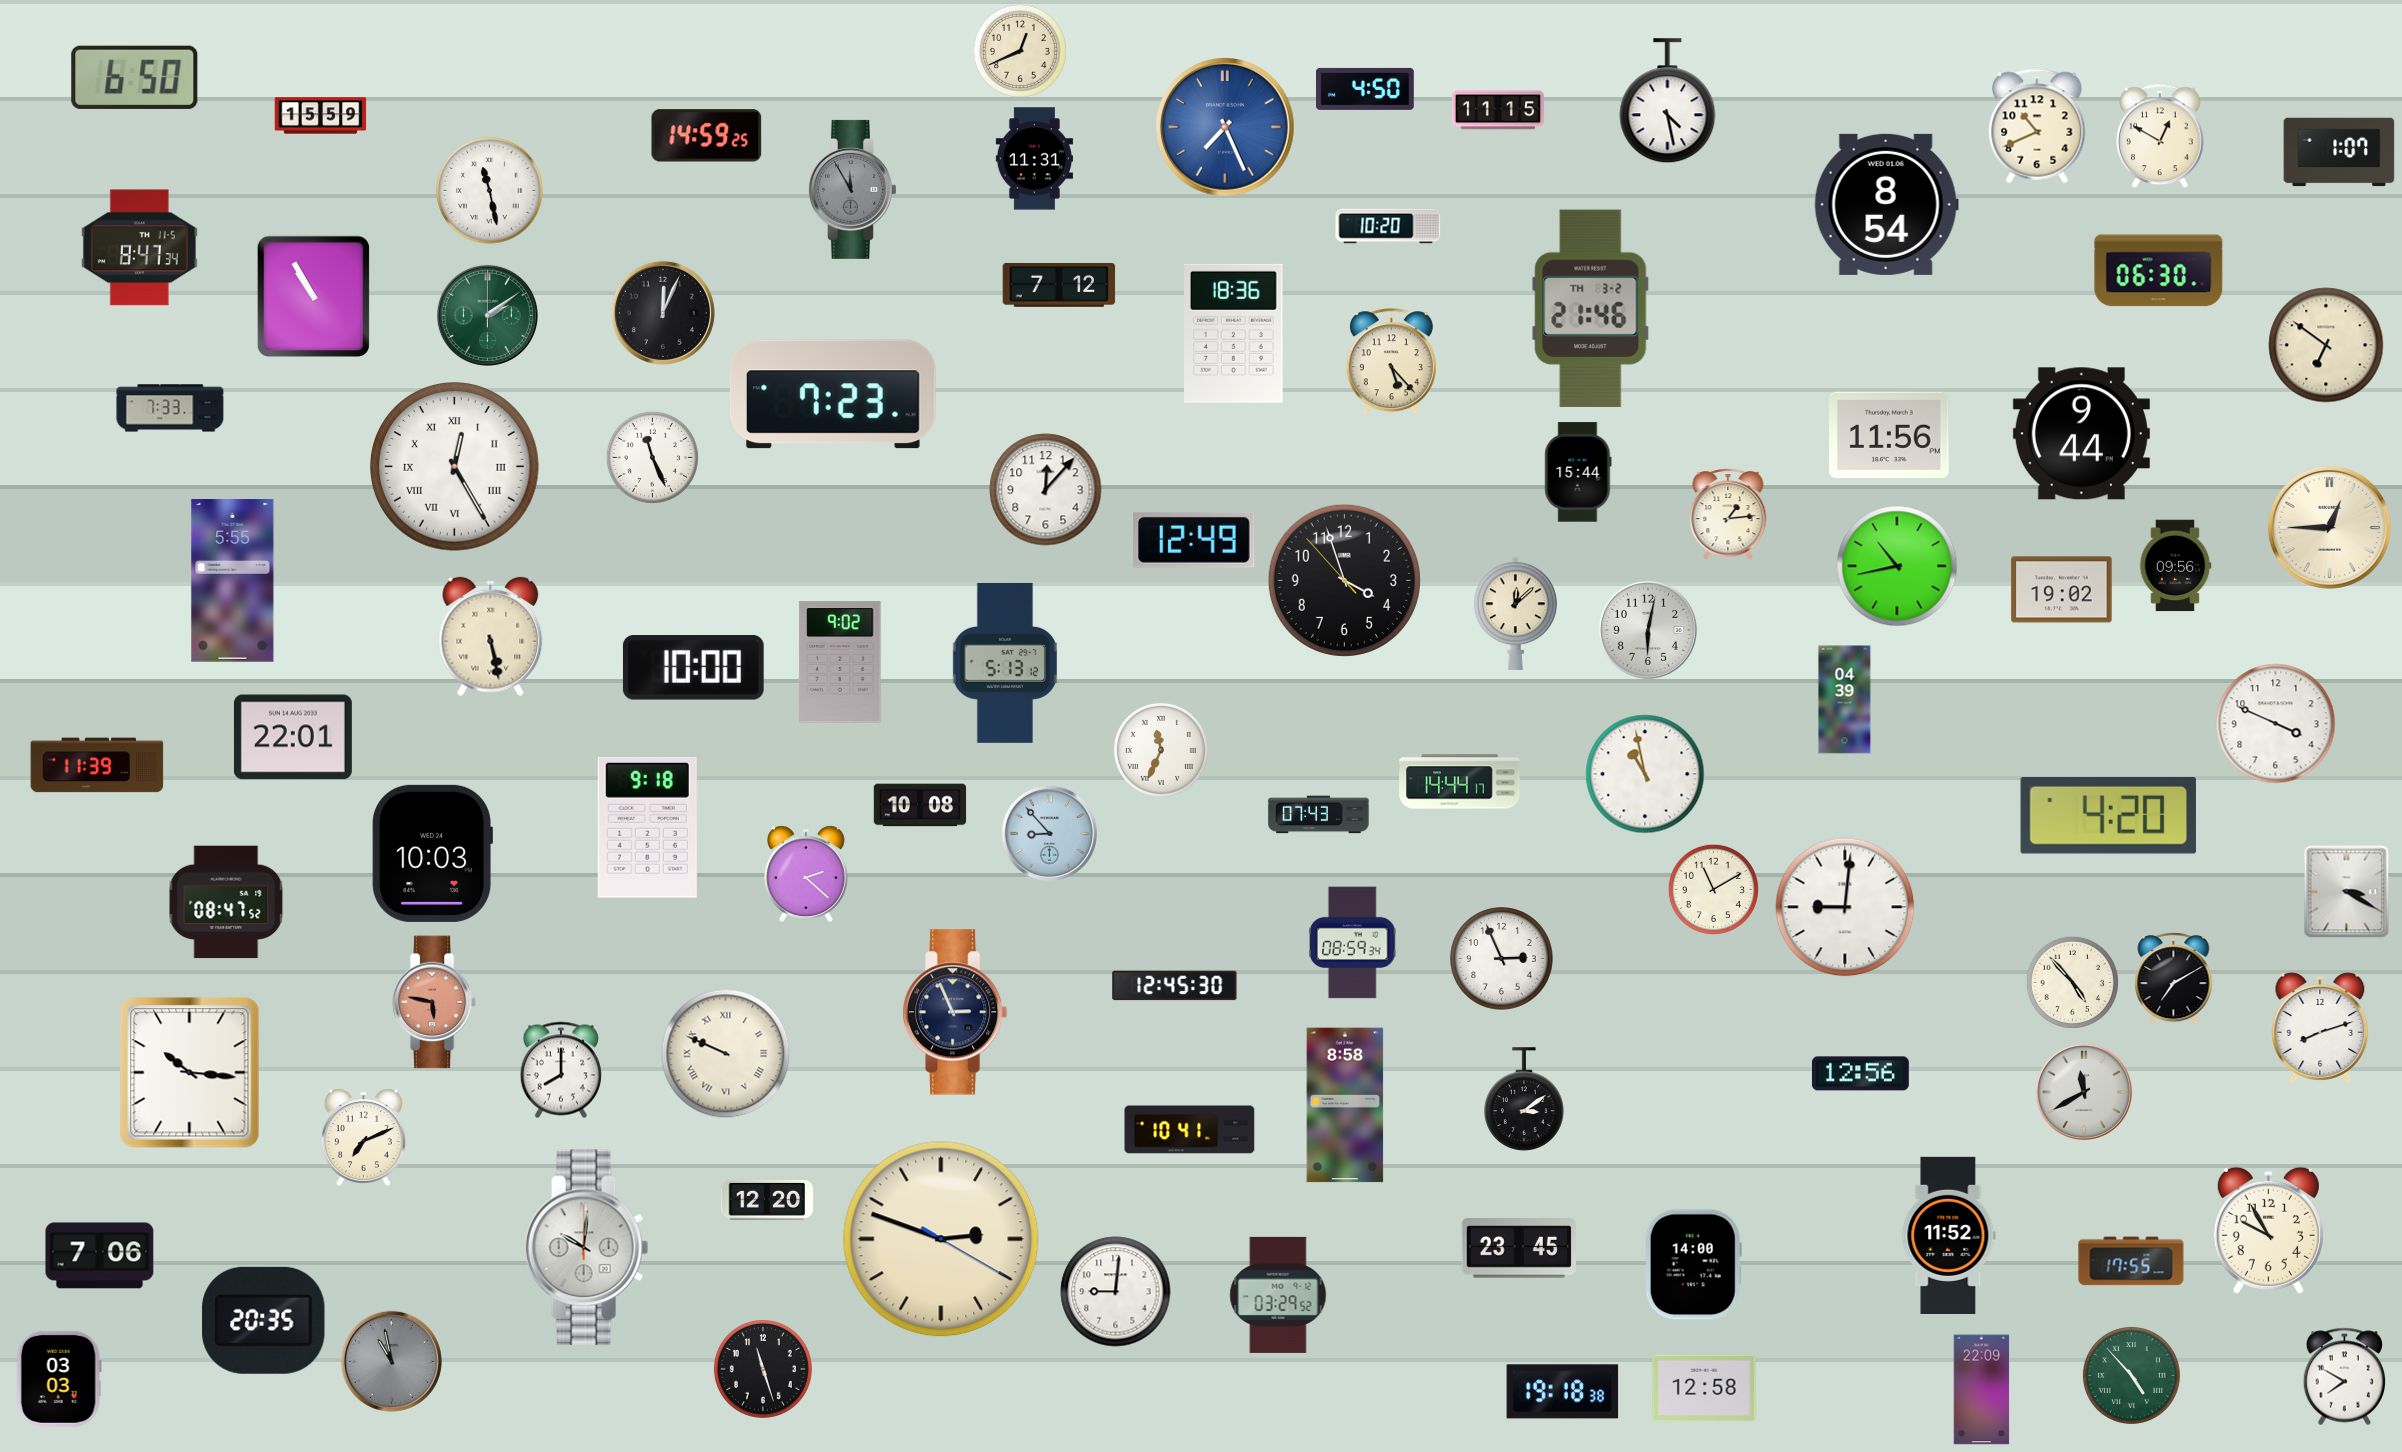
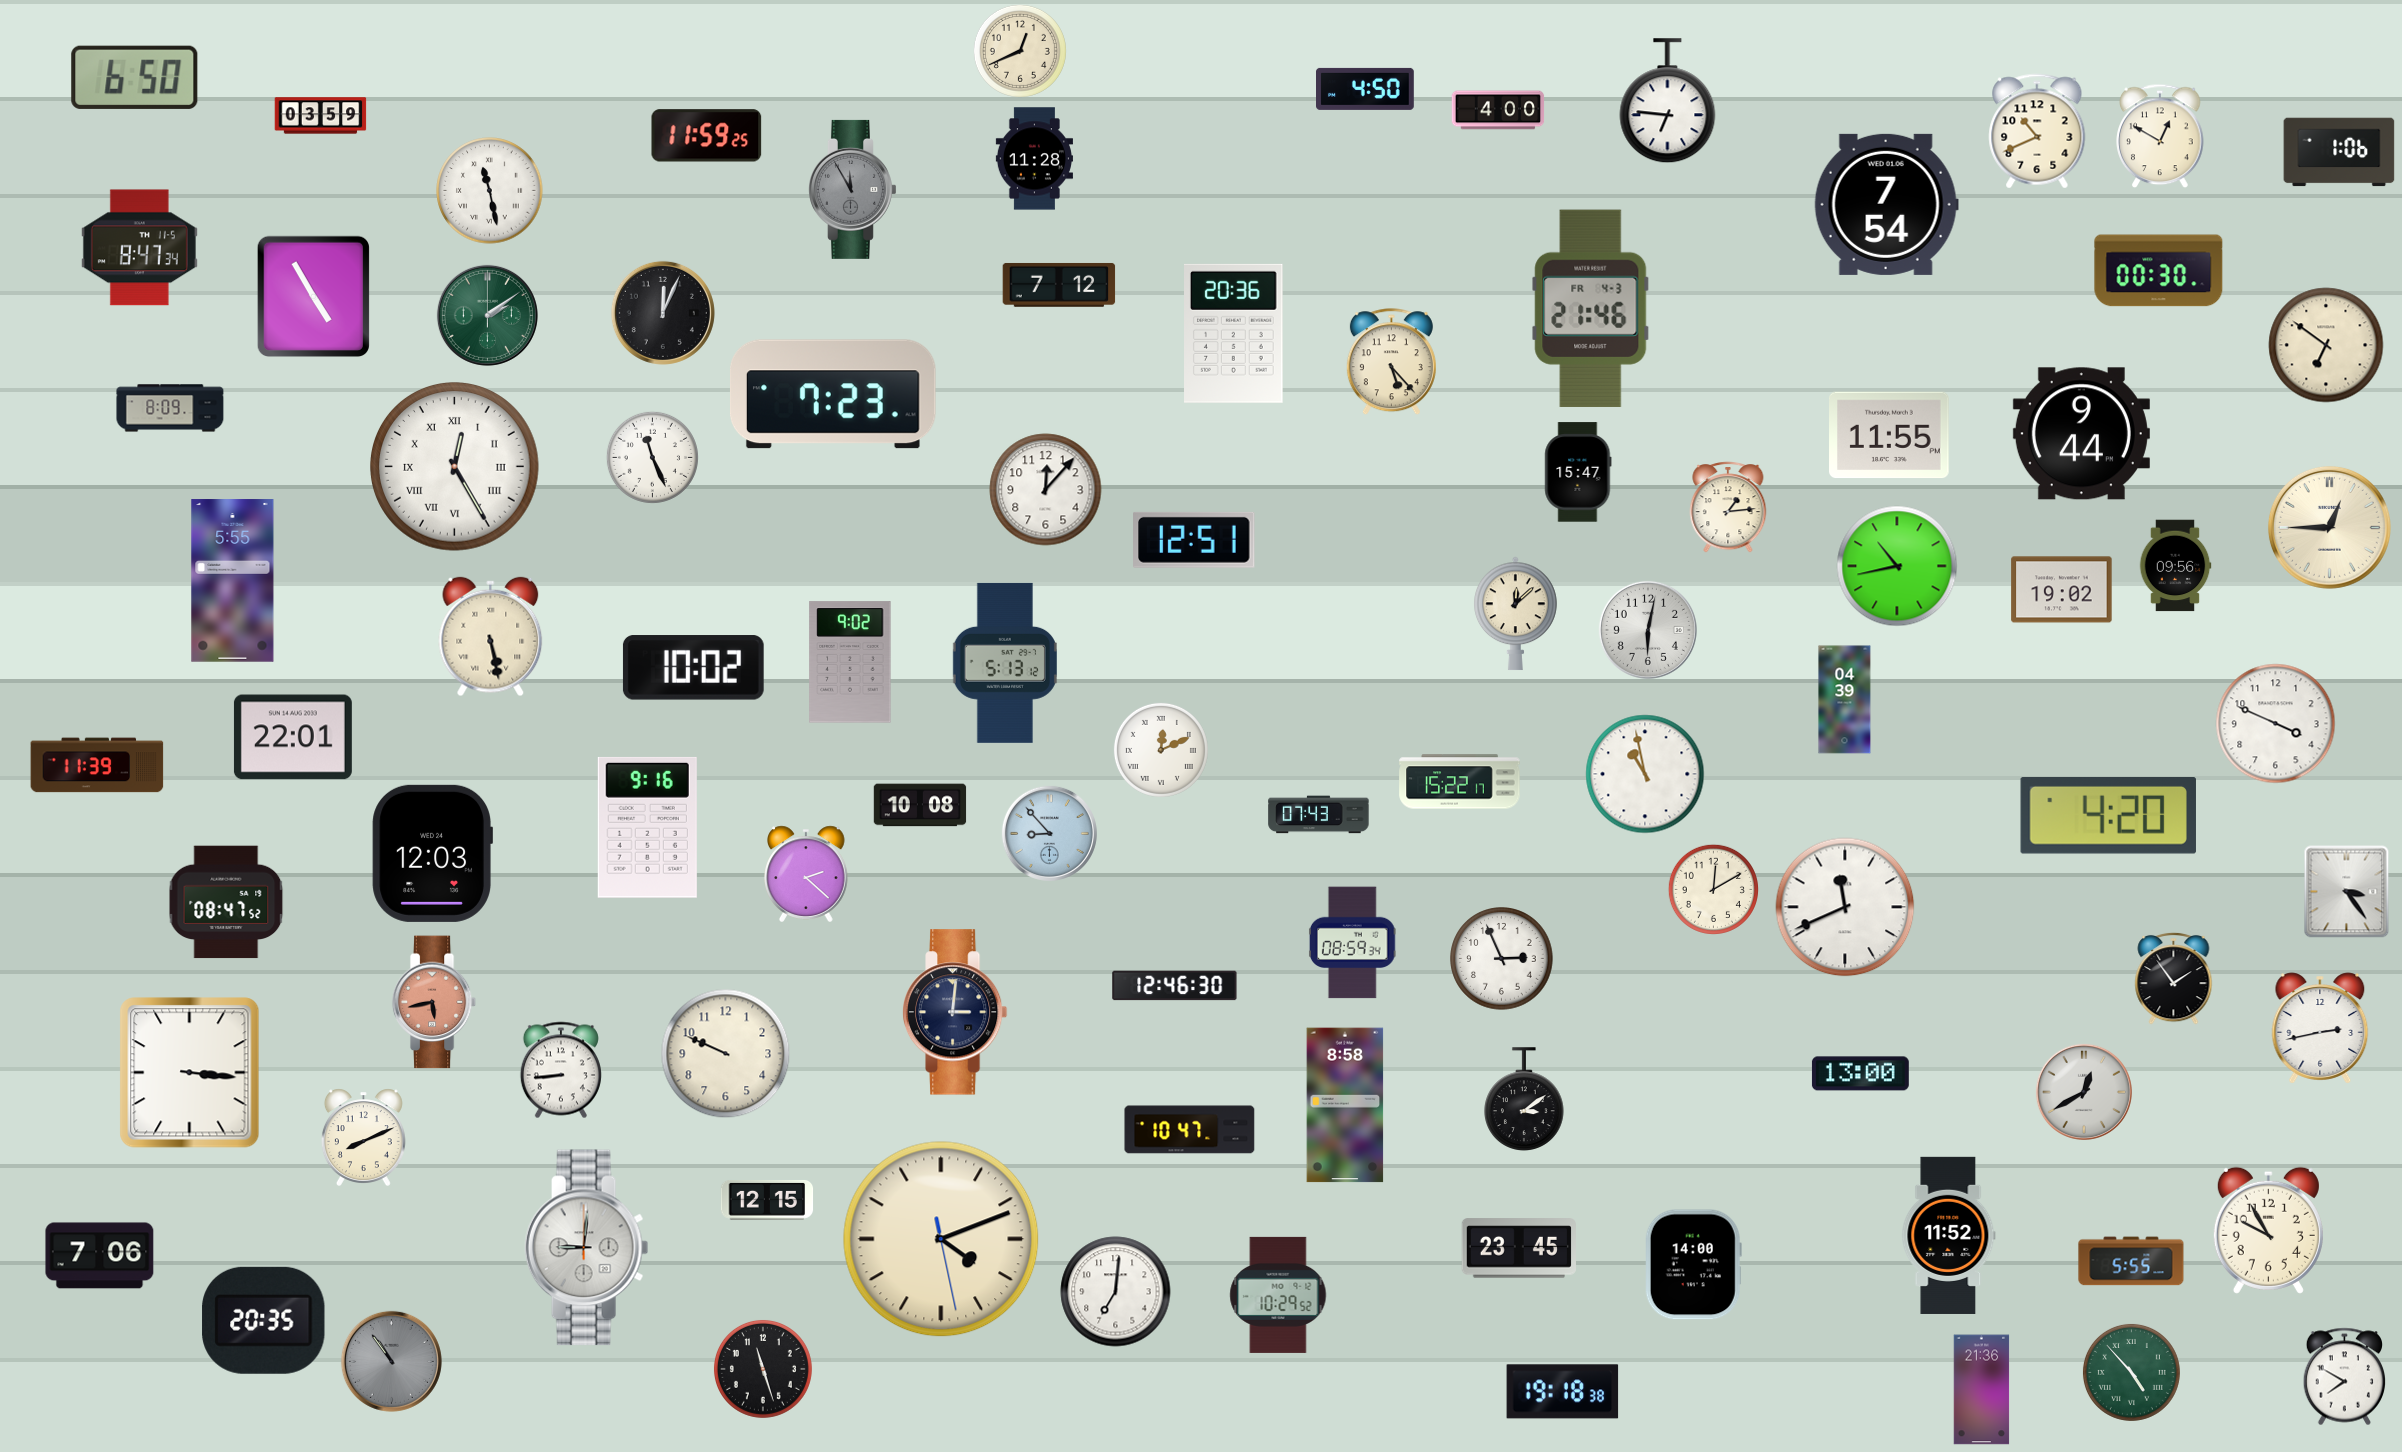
clock at (1668, 101): 4:28 -> 6:46
clock at (1498, 110): 11:15 -> 4:00
clock at (321, 116): 15:59 -> 03:59
clock at (2037, 126) position: (2037, 126) -> (2037, 131)
clock at (1226, 128): 7:26 -> none
clock at (707, 136): 14:59 -> 11:59
clock at (2339, 152): 1:07 -> 1:06
clock at (1034, 159): 11:31 -> 11:28
clock at (1886, 204): 8:54 -> 7:54
clock at (1388, 226): 10:20 -> none
clock at (2159, 271): 06:30 -> 00:30
clock at (313, 296): 10:55 -> 4:55
clock at (1591, 308) date: TH 3-2 -> FR 4-3
clock at (1234, 333): 18:36 -> 20:36
clock at (170, 408): 7:33 -> 8:09
clock at (1890, 435): 11:56 -> 11:55
clock at (1578, 472): 15:44 -> 15:47
clock at (1728, 514) position: (1728, 514) -> (1728, 507)
clock at (1194, 540): 12:49 -> 12:51
clock at (1344, 580): 3:56 -> none
clock at (840, 662) position: (840, 662) -> (850, 662)
clock at (693, 668): 10:00 -> 10:02
clock at (1161, 750): 11:34 -> 12:11
clock at (1460, 782): 14:44 -> 15:22
clock at (647, 827): 9:18 -> 9:16
clock at (432, 853): 10:03 -> 12:03
clock at (1713, 889): 11:10 -> 12:10
clock at (2347, 892): 3:20 -> 3:24
clock at (1845, 907): 9:01 -> 11:41
clock at (2174, 978): 7:10 -> 1:54
clock at (2072, 982): 4:53 -> none
clock at (1175, 986): 12:45 -> 12:46
clock at (434, 1002): 5:47 -> 5:43
clock at (955, 1012): 2:56 -> 3:01
clock at (2320, 1028): 8:12 -> 2:43
clock at (726, 1054) numerals: Roman -> Arabic
clock at (561, 1070): 8:00 -> 8:44
clock at (190, 1073): 10:16 -> 3:16
clock at (1860, 1074): 12:56 -> 13:00
clock at (2084, 1092): 11:40 -> 12:40
clock at (1190, 1130): 10:41 -> 10:47
clock at (363, 1137): 7:11 -> 8:11
clock at (767, 1200): 12:20 -> 12:15
clock at (941, 1239): 2:48 -> 4:11
clock at (587, 1248): 10:01 -> 9:01
clock at (2131, 1261): 17:55 -> 5:55
clock at (1116, 1292): 9:01 -> 7:01
clock at (1278, 1295): 03:29 -> 10:29
clock at (391, 1361): 10:58 -> 10:54
clock at (2131, 1375) position: (2131, 1375) -> (2131, 1372)
clock at (59, 1379): 03:03 -> none
clock at (1704, 1388): 12:58 -> none
clock at (1982, 1390): 22:09 -> 21:36
